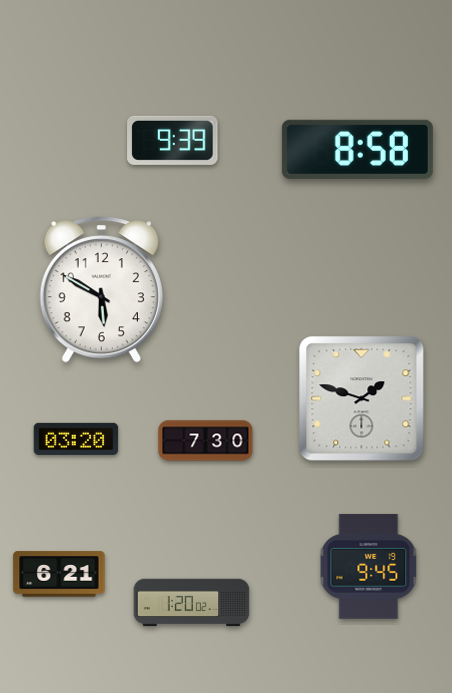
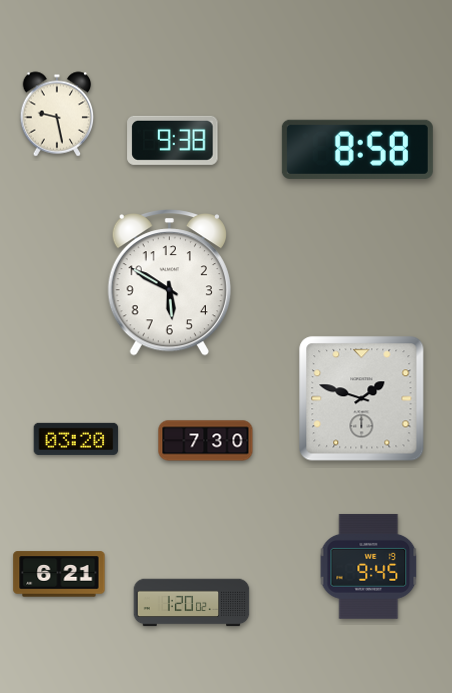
clock at (57, 114): none -> 9:28
clock at (173, 140): 9:39 -> 9:38
clock at (101, 290) position: (101, 290) -> (169, 283)
